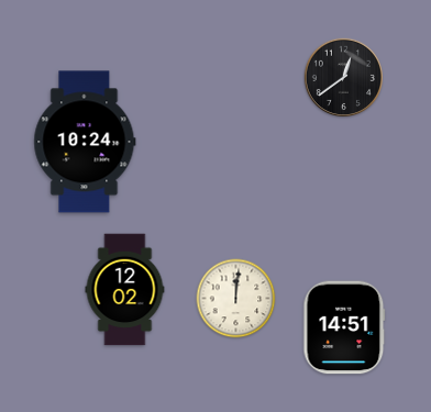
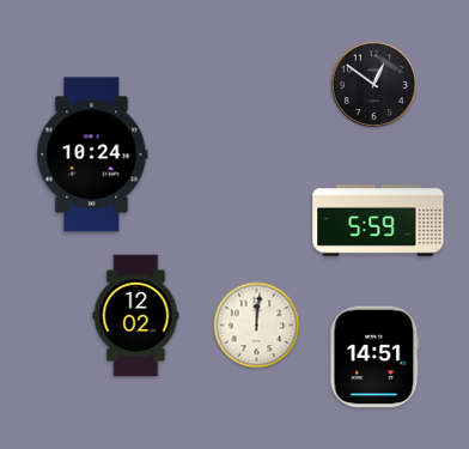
clock at (343, 77): 12:39 -> 12:51
clock at (378, 220): none -> 5:59
